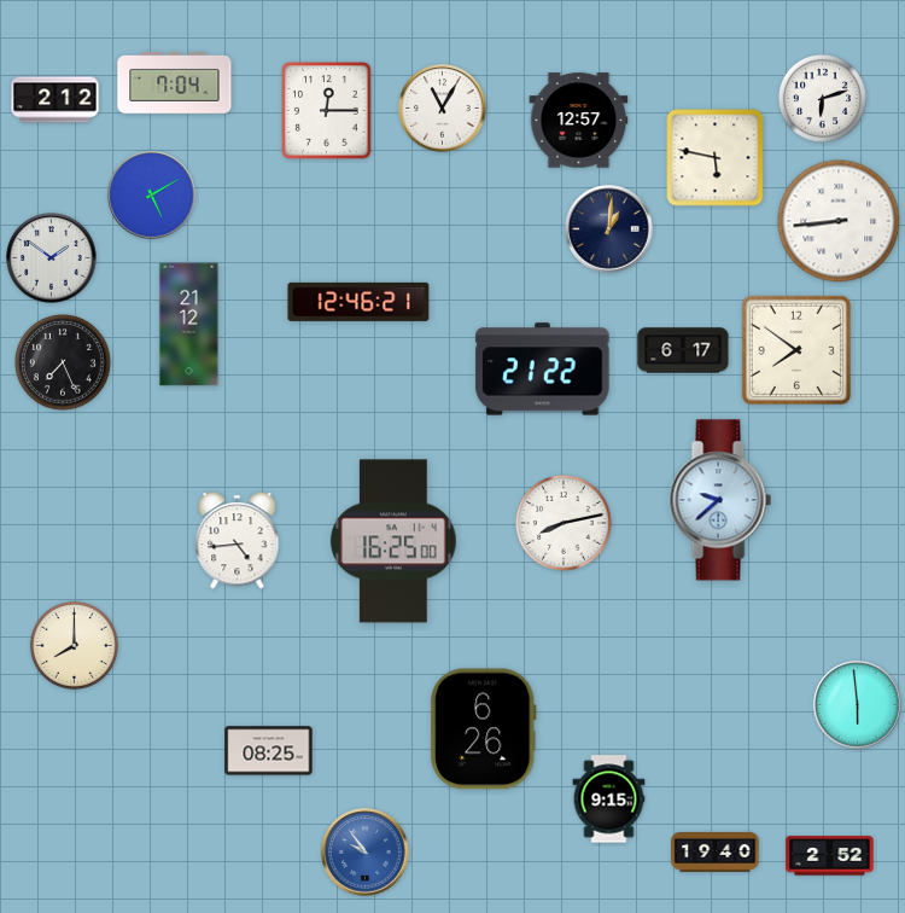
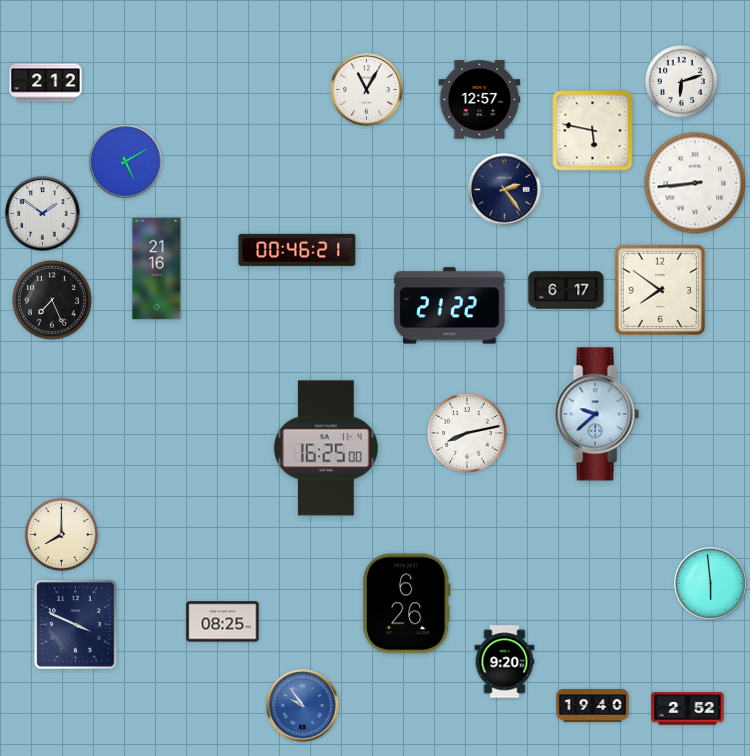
clock at (175, 82): 7:04 -> none
clock at (327, 111): 12:15 -> none
clock at (609, 229): 1:01 -> 2:24
clock at (358, 302): 12:46 -> 00:46
clock at (189, 325): 21:12 -> 21:16
clock at (238, 541): 4:44 -> none
clock at (484, 729) position: (484, 729) -> (407, 604)
clock at (76, 625): none -> 3:49
clock at (609, 799): 9:15 -> 9:20
